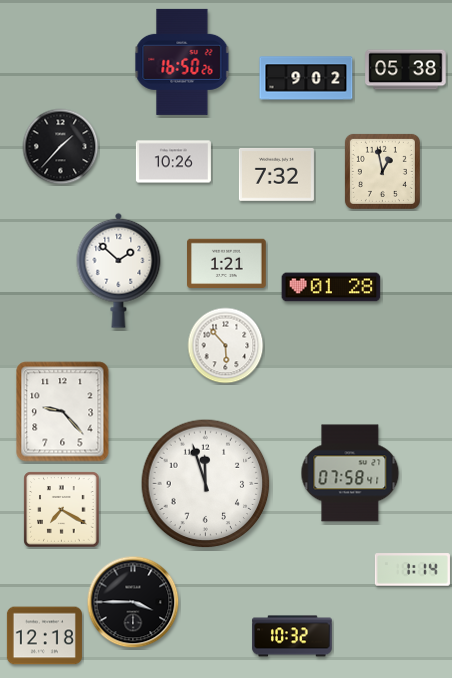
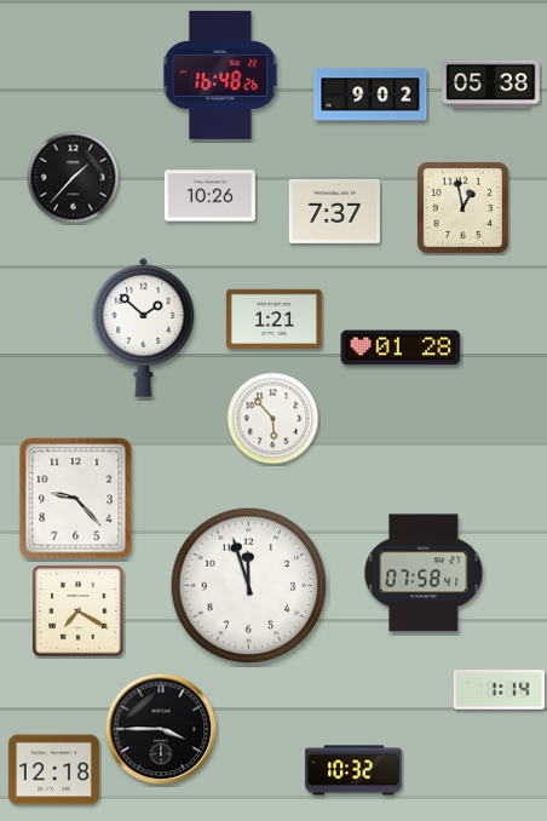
clock at (182, 62): 16:50 -> 16:48
clock at (276, 174): 7:32 -> 7:37
clock at (62, 510) position: (62, 510) -> (79, 612)
